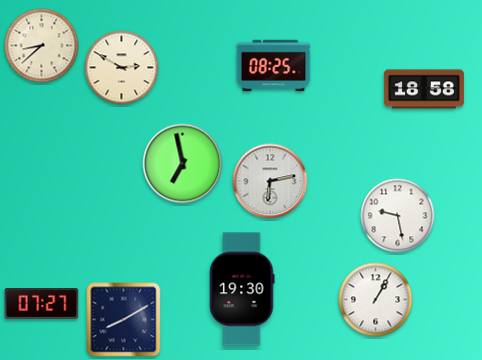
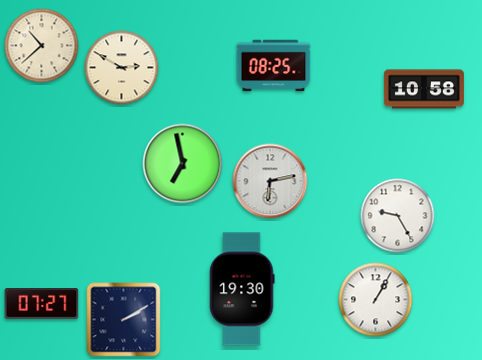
clock at (42, 46): 8:38 -> 10:38
clock at (424, 89): 18:58 -> 10:58
clock at (398, 216): 9:28 -> 9:25
clock at (124, 320): 8:10 -> 2:10
